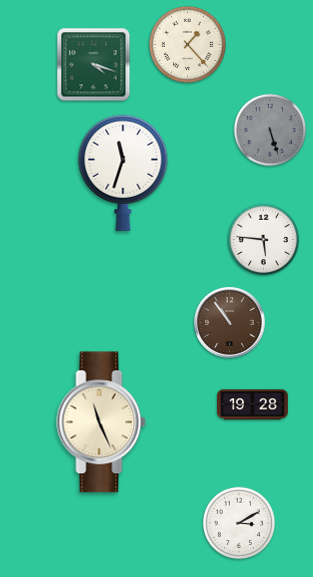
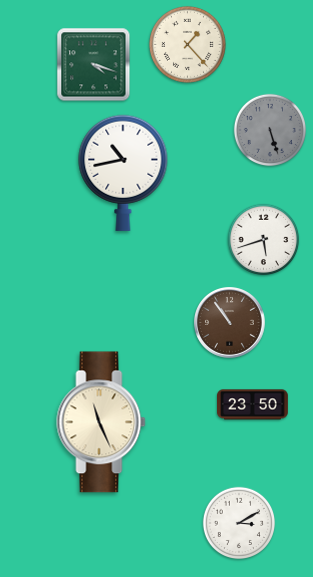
clock at (123, 173): 11:33 -> 10:43
clock at (264, 240): 5:46 -> 5:42
clock at (253, 405): 19:28 -> 23:50
